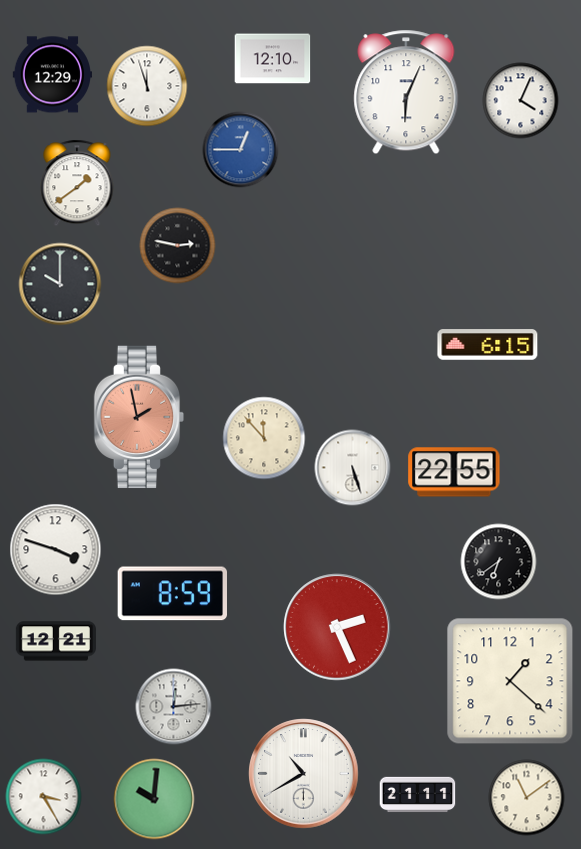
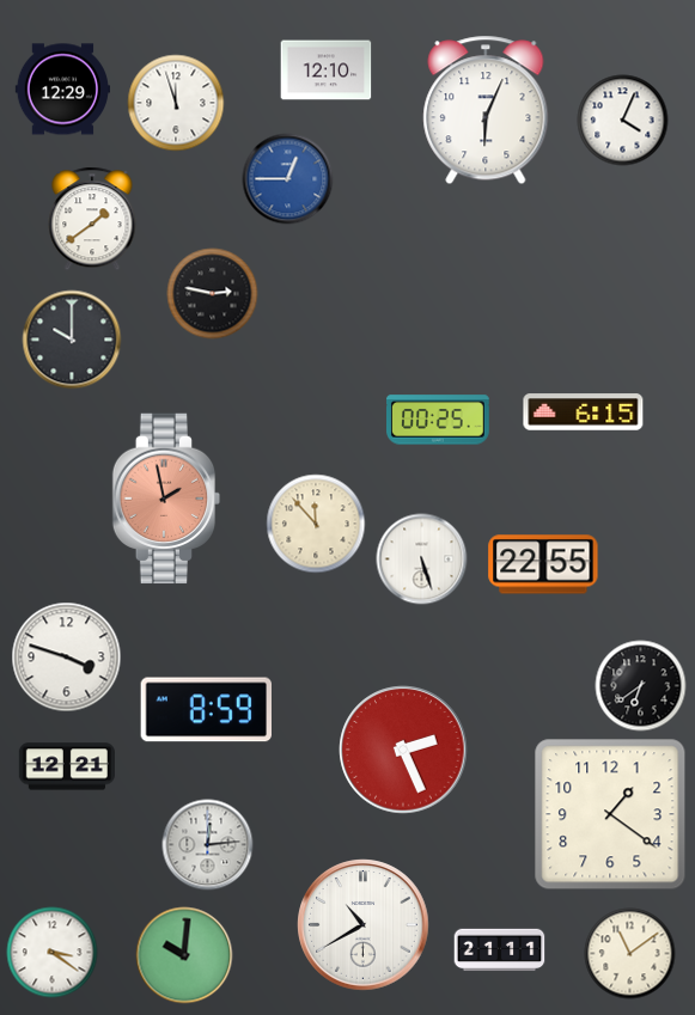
clock at (439, 420): none -> 00:25
clock at (499, 562) position: (499, 562) -> (641, 686)
clock at (510, 681): 1:22 -> 1:21
clock at (44, 797): 3:25 -> 3:21
